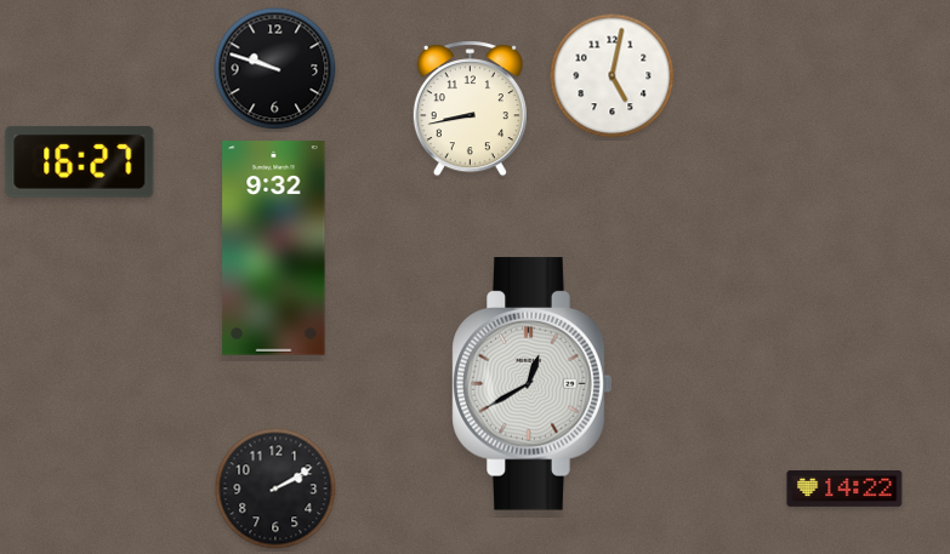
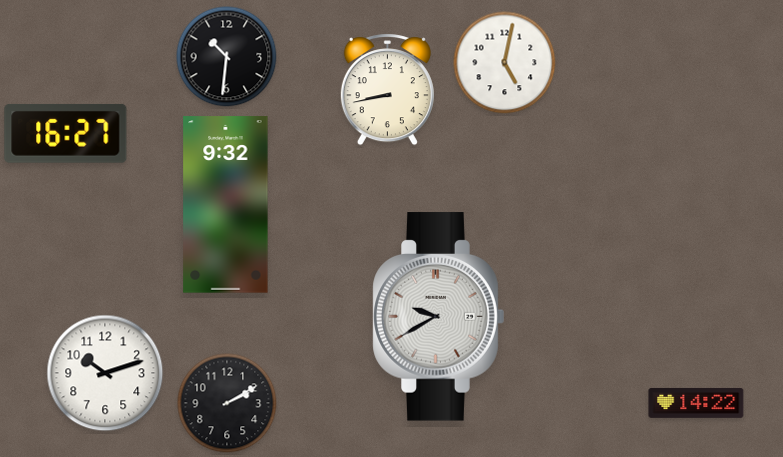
clock at (275, 69): 9:48 -> 10:31
clock at (533, 384): 12:40 -> 9:40
clock at (105, 373): none -> 10:12
